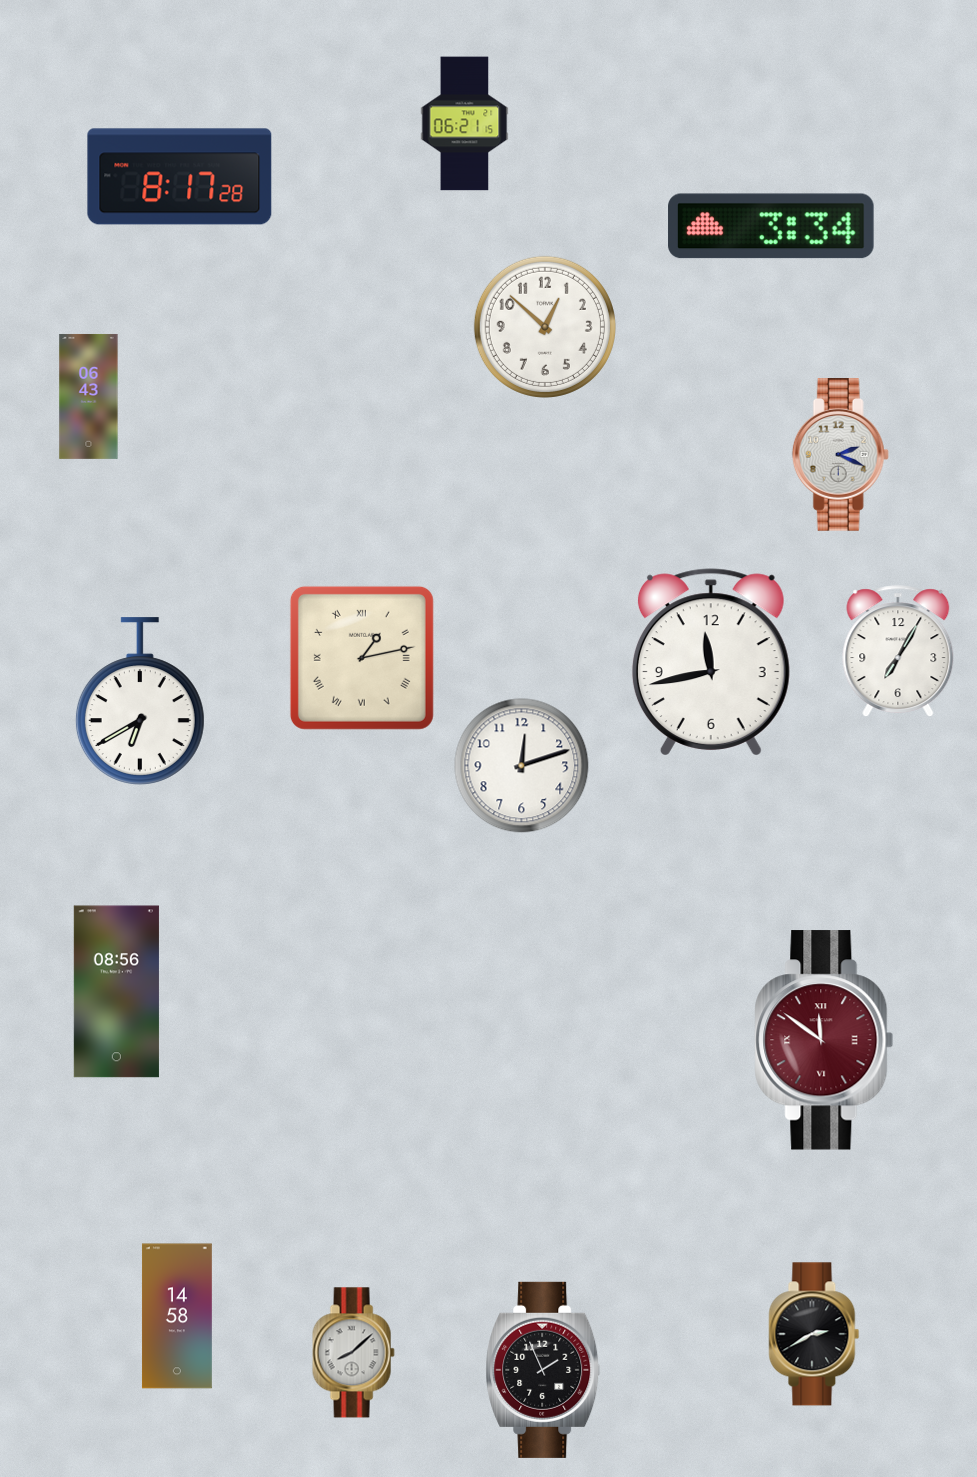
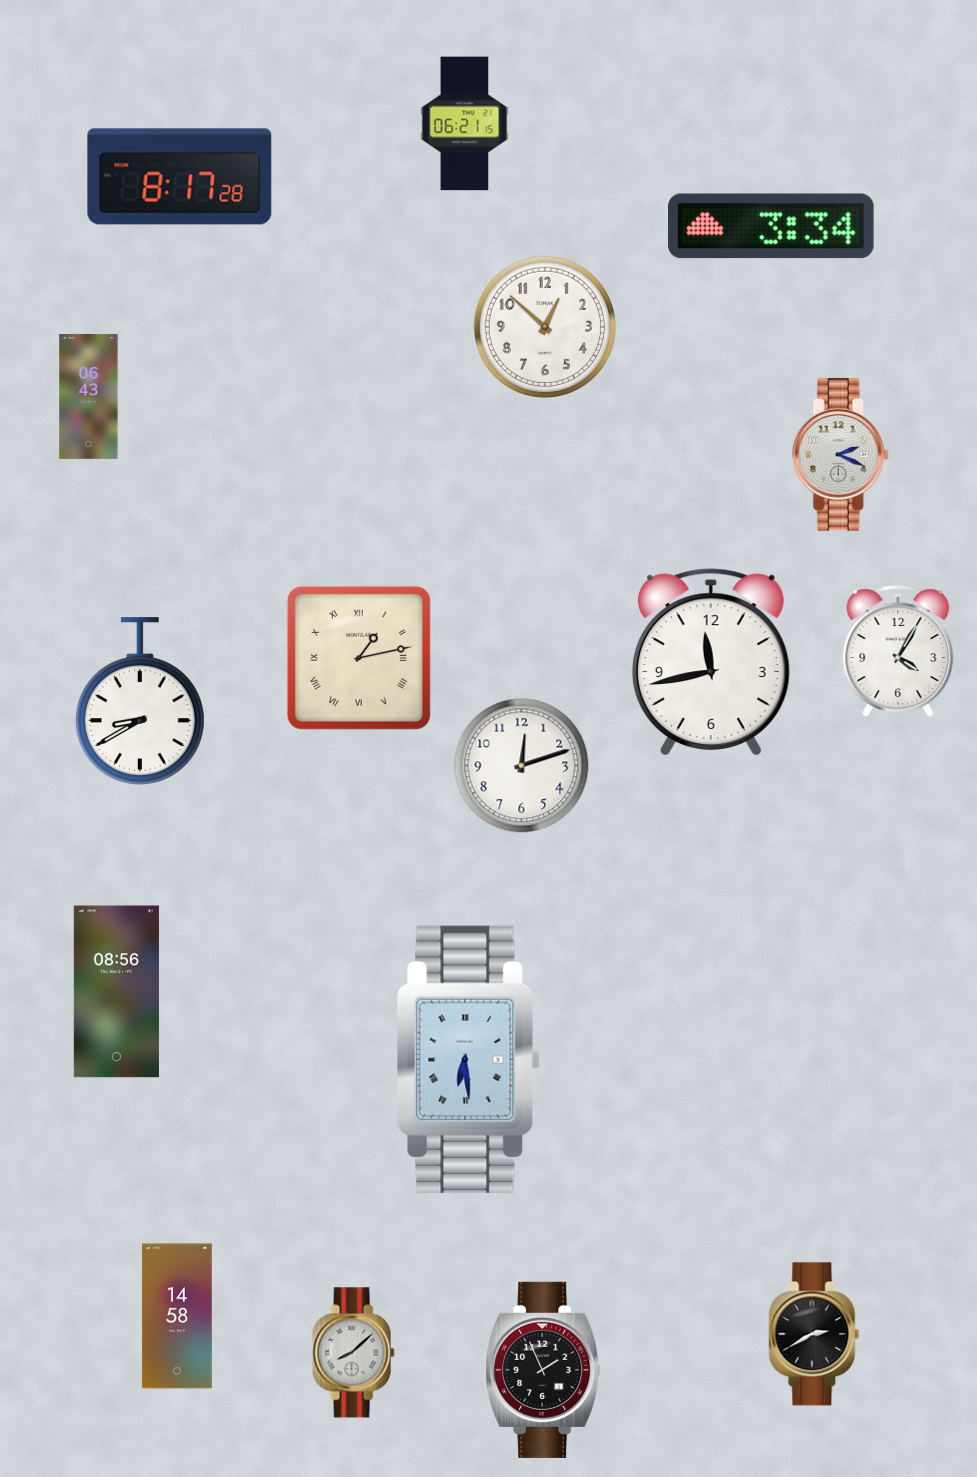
clock at (898, 651): 7:05 -> 4:05
clock at (362, 658) position: (362, 658) -> (359, 658)
clock at (140, 701): 6:40 -> 8:40
clock at (824, 1040): 11:51 -> none
clock at (469, 1059): none -> 6:29
